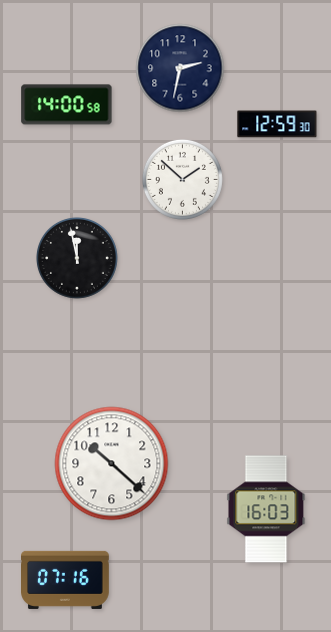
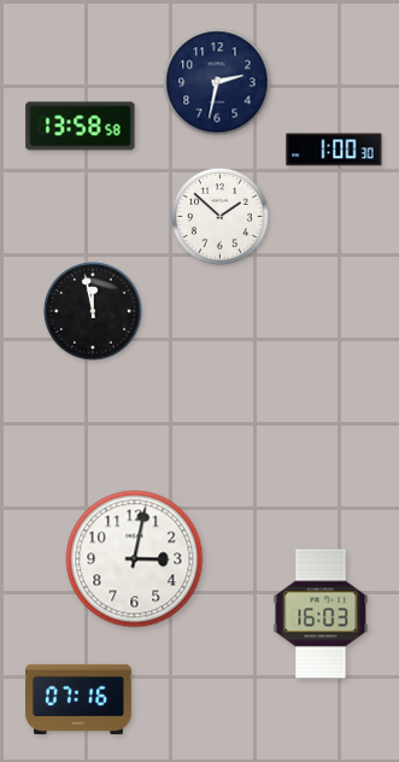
clock at (67, 105): 14:00 -> 13:58
clock at (277, 124): 12:59 -> 1:00
clock at (112, 464): 10:22 -> 3:02
